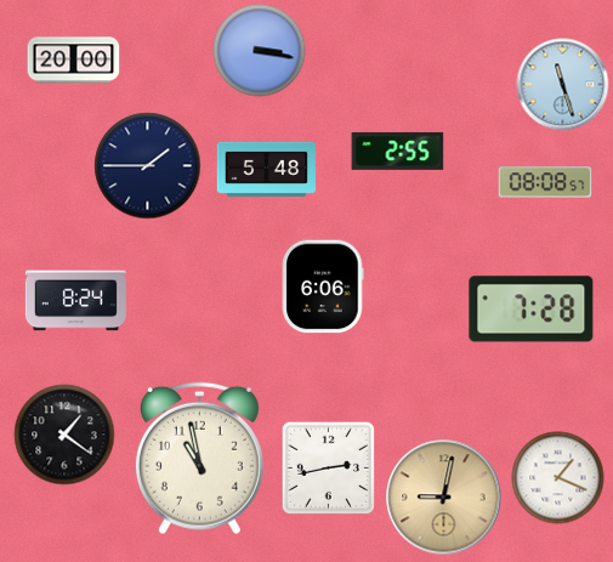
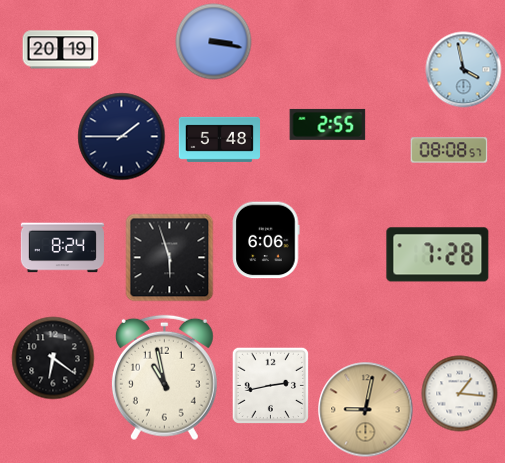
clock at (74, 61): 20:00 -> 20:19
clock at (563, 85): 11:27 -> 3:58
clock at (323, 286) position: (323, 286) -> (266, 240)
clock at (170, 258): none -> 5:57
clock at (64, 435): 1:21 -> 6:21
clock at (558, 478): 1:19 -> 1:16
